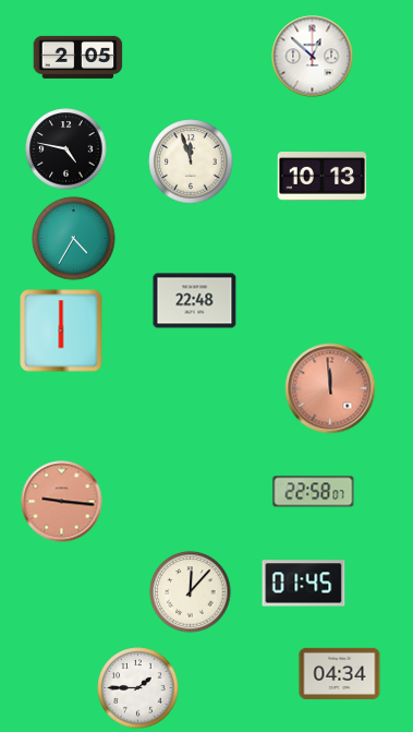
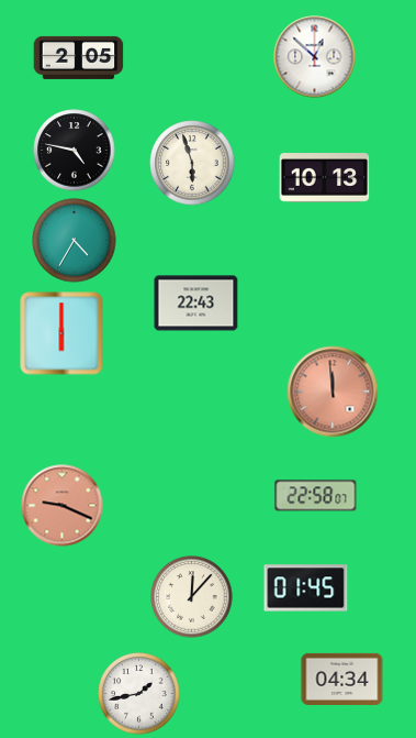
clock at (66, 149) position: (66, 149) -> (75, 151)
clock at (191, 161): 11:57 -> 5:57
clock at (195, 301): 22:48 -> 22:43
clock at (62, 502): 9:16 -> 9:19
clock at (138, 688): 1:45 -> 1:43
